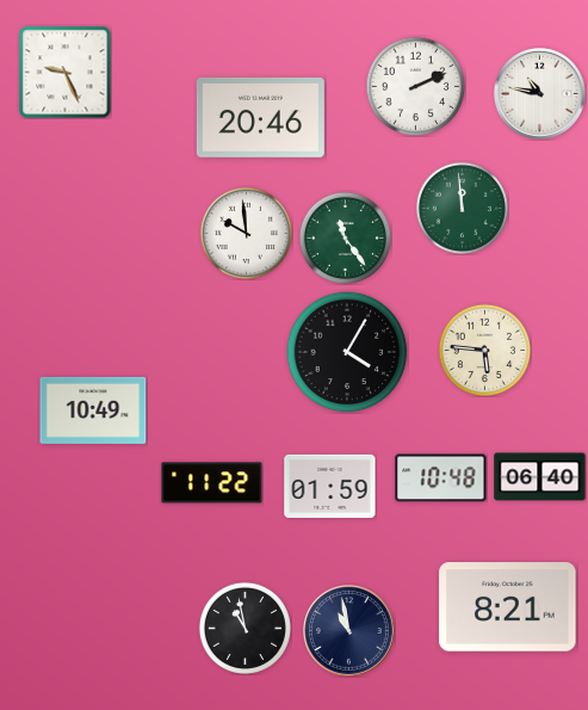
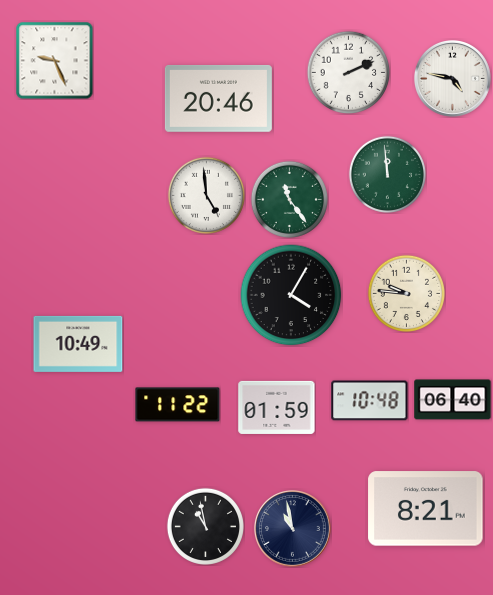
clock at (540, 94): 10:47 -> 4:47
clock at (246, 233): 9:59 -> 4:59
clock at (484, 350): 5:46 -> 9:46
